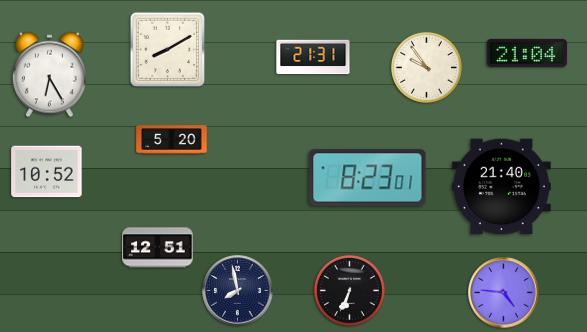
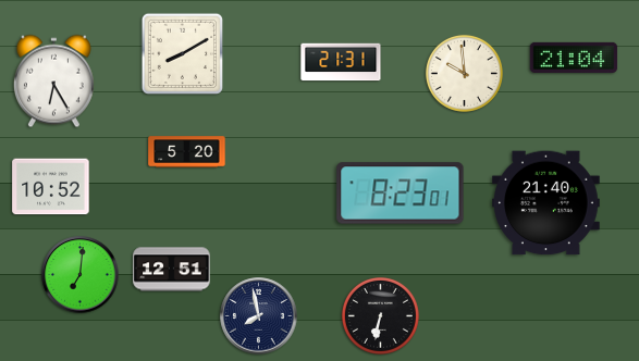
clock at (426, 67): 9:54 -> 9:59
clock at (81, 275): none -> 7:01
clock at (349, 290): 6:34 -> 6:32
clock at (504, 293): 4:46 -> none
